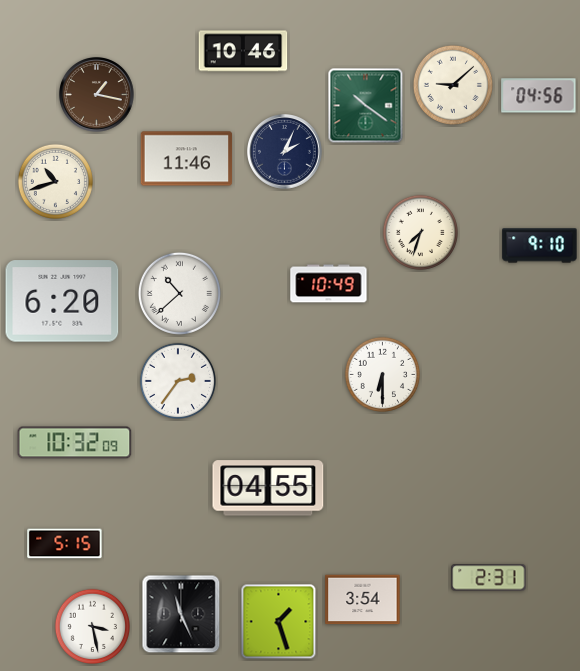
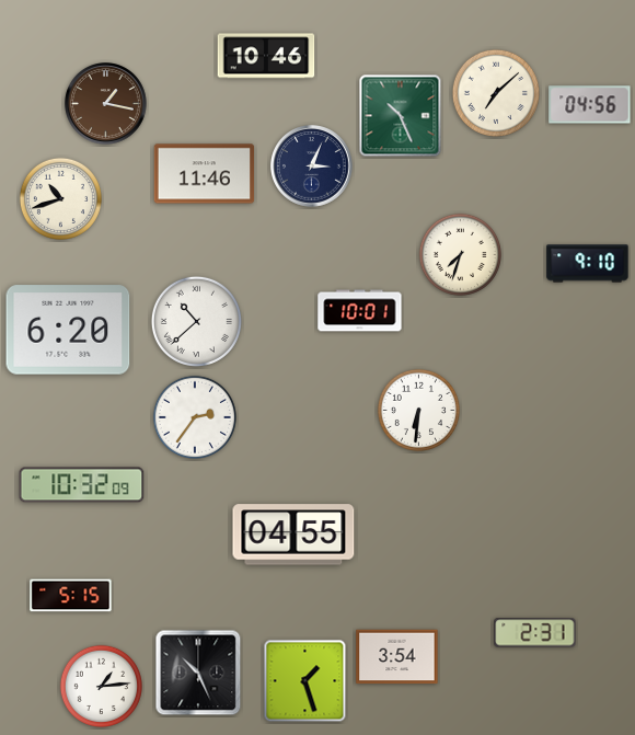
clock at (453, 85): 9:08 -> 7:08
clock at (366, 106): 10:21 -> 10:26
clock at (285, 152): 2:04 -> 3:04
clock at (540, 246) position: (540, 246) -> (588, 264)
clock at (329, 284): 10:49 -> 10:01
clock at (382, 374): 6:30 -> 6:31
clock at (181, 614): 11:26 -> 10:26
clock at (92, 626): 3:28 -> 1:14
